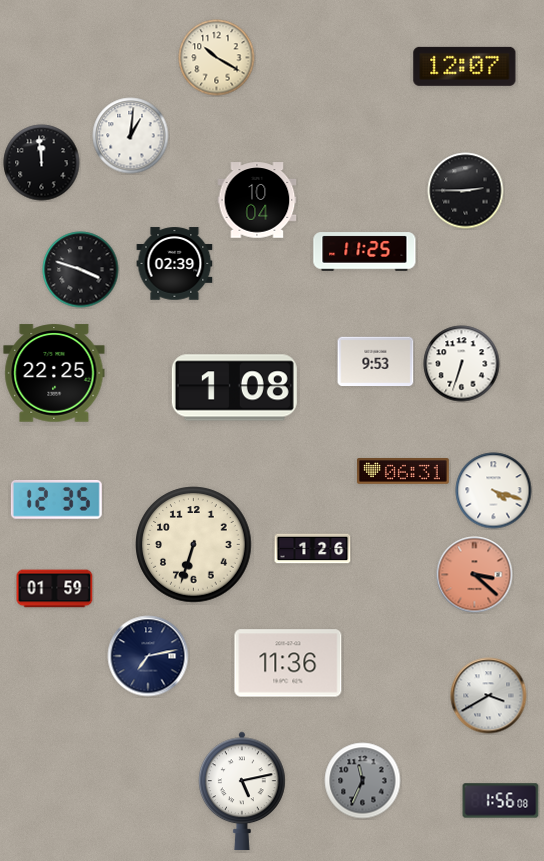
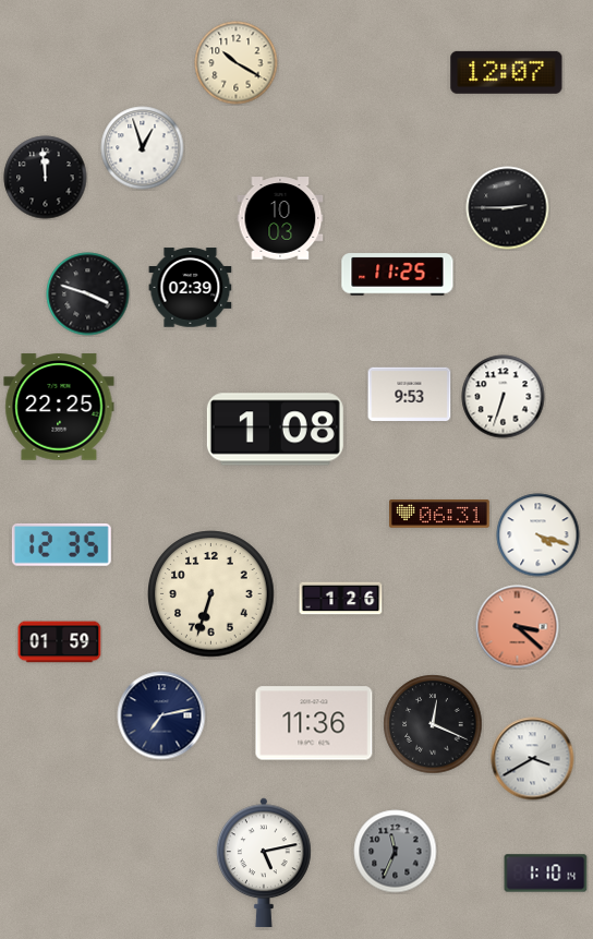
clock at (131, 136): 1:01 -> 12:57
clock at (257, 200): 10:04 -> 10:03
clock at (234, 388) position: (234, 388) -> (275, 430)
clock at (433, 724): none -> 12:19
clock at (501, 801): 1:56 -> 1:10
